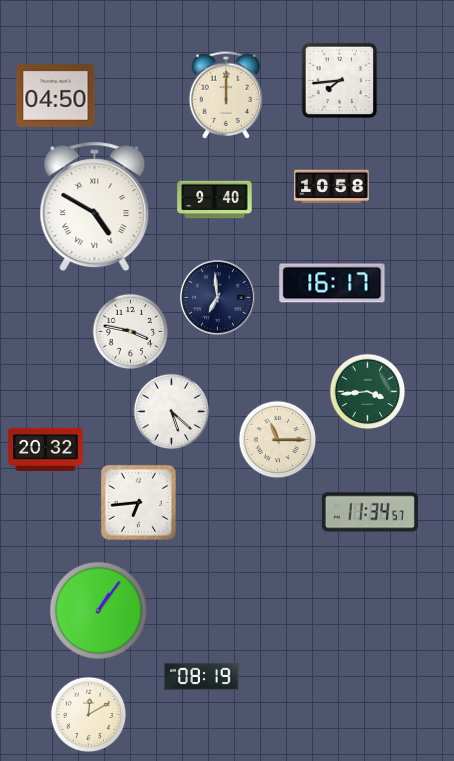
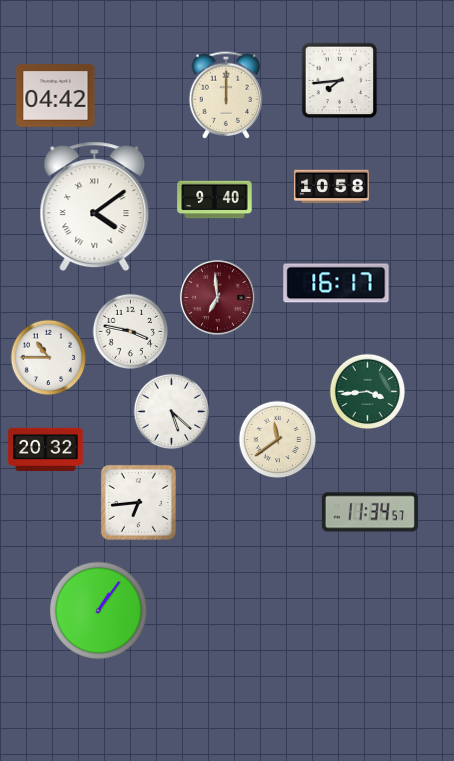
clock at (56, 96): 04:50 -> 04:42
clock at (95, 207): 4:50 -> 4:09
clock at (332, 283) position: (332, 283) -> (336, 283)
clock at (217, 297) dial: navy -> burgundy
clock at (49, 358): none -> 10:45
clock at (278, 440): 11:15 -> 11:39
clock at (202, 676): 08:19 -> none
clock at (89, 715): 12:10 -> none
